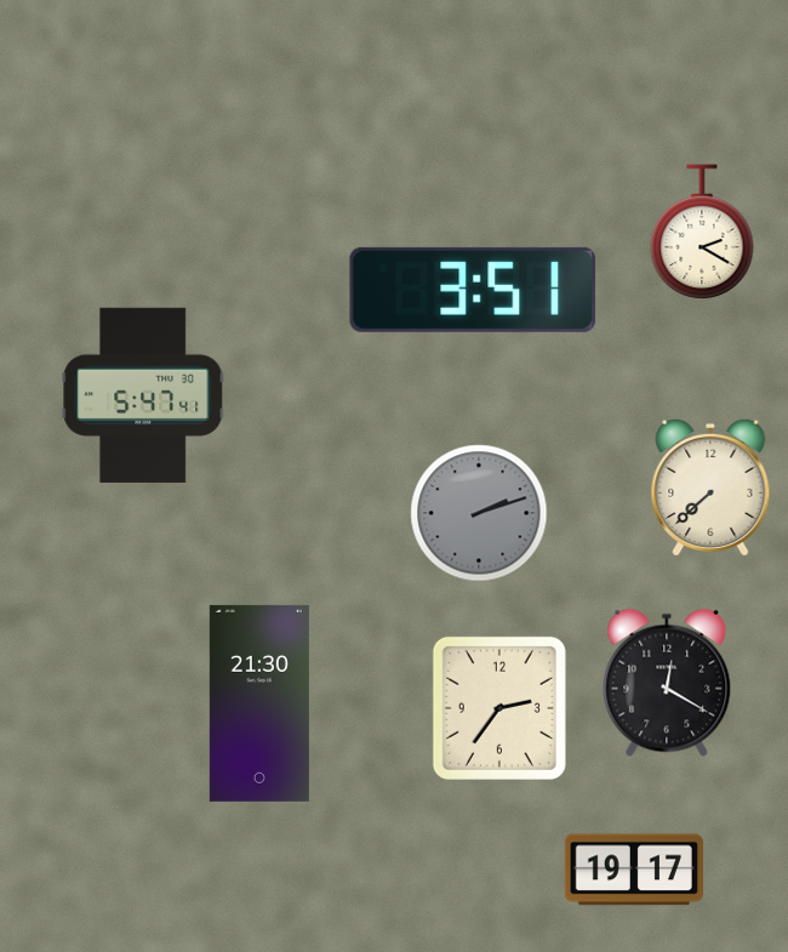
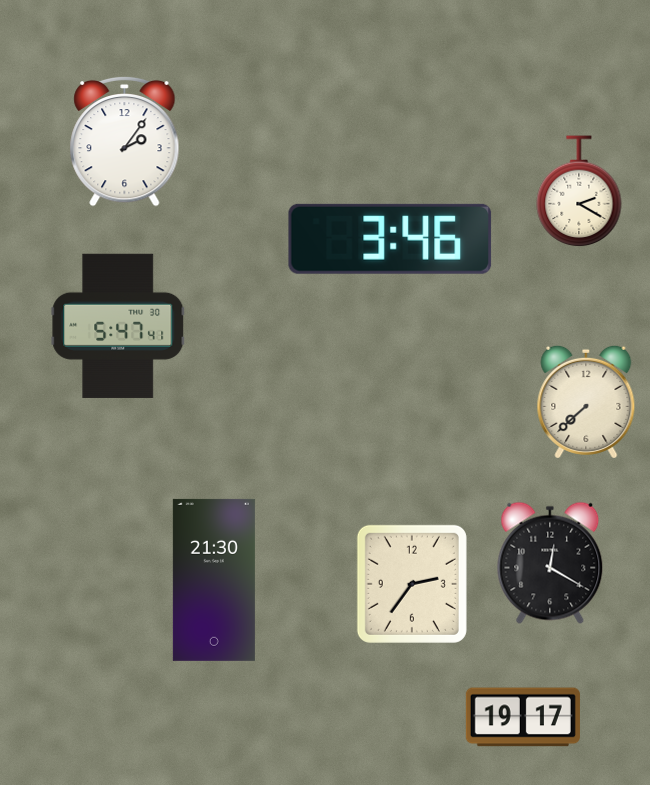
clock at (125, 141): none -> 2:06
clock at (473, 290): 3:51 -> 3:46
clock at (479, 513): 2:12 -> none
